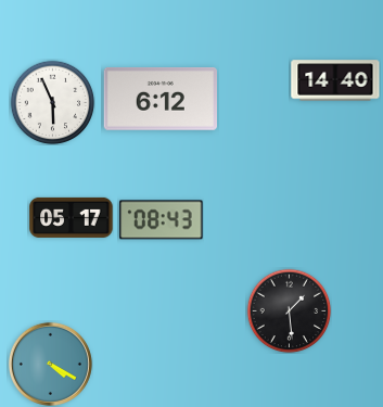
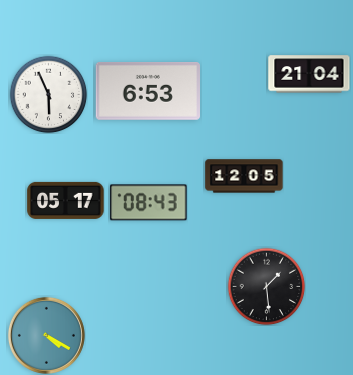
clock at (335, 80): 14:40 -> 21:04
clock at (159, 100): 6:12 -> 6:53
clock at (244, 176): none -> 12:05
